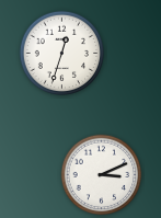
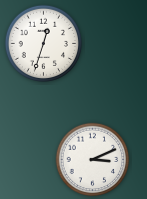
clock at (62, 54) position: (62, 54) -> (44, 44)
